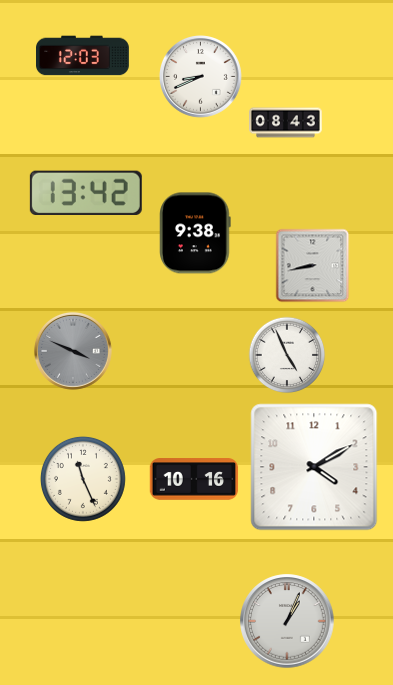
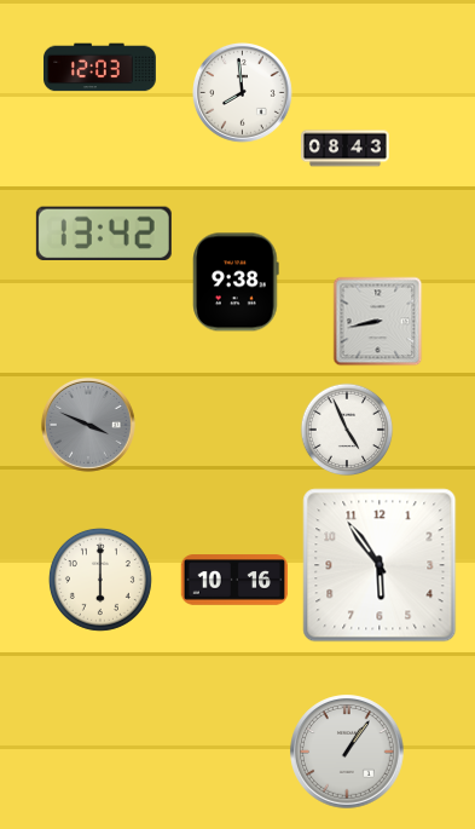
clock at (201, 77): 8:41 -> 7:59
clock at (314, 467): 4:10 -> 5:54
clock at (83, 479): 11:26 -> 6:00
clock at (287, 621): 1:04 -> 1:06
